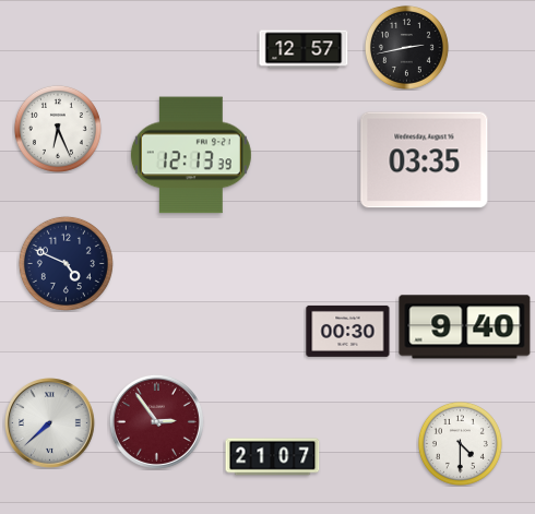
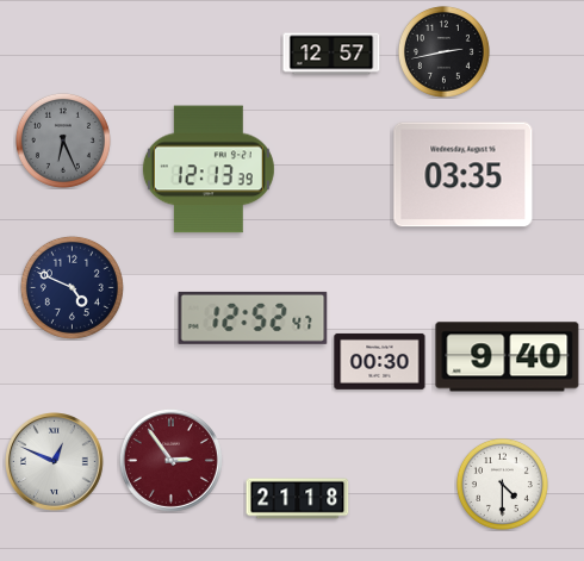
clock at (58, 129) dial: white -> grey
clock at (253, 318): none -> 12:52
clock at (50, 423): 7:38 -> 12:49
clock at (273, 457): 21:07 -> 21:18
